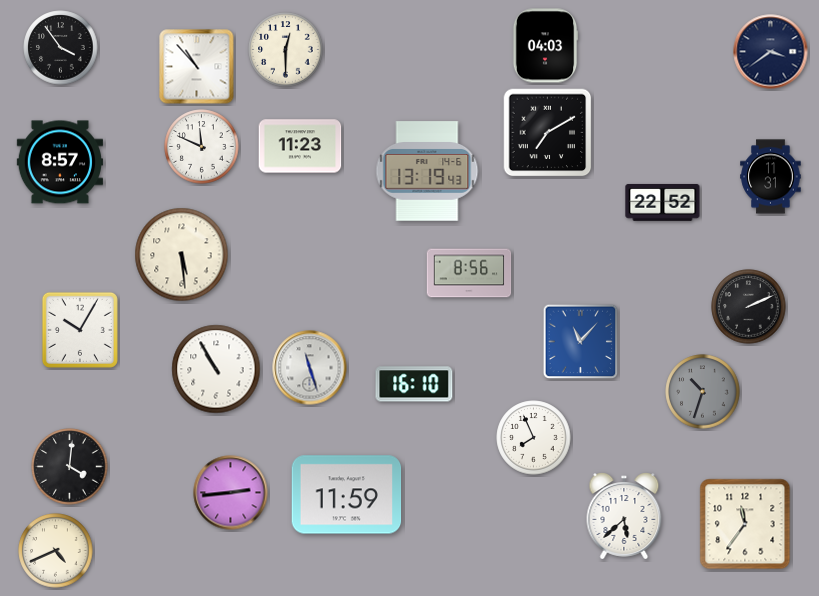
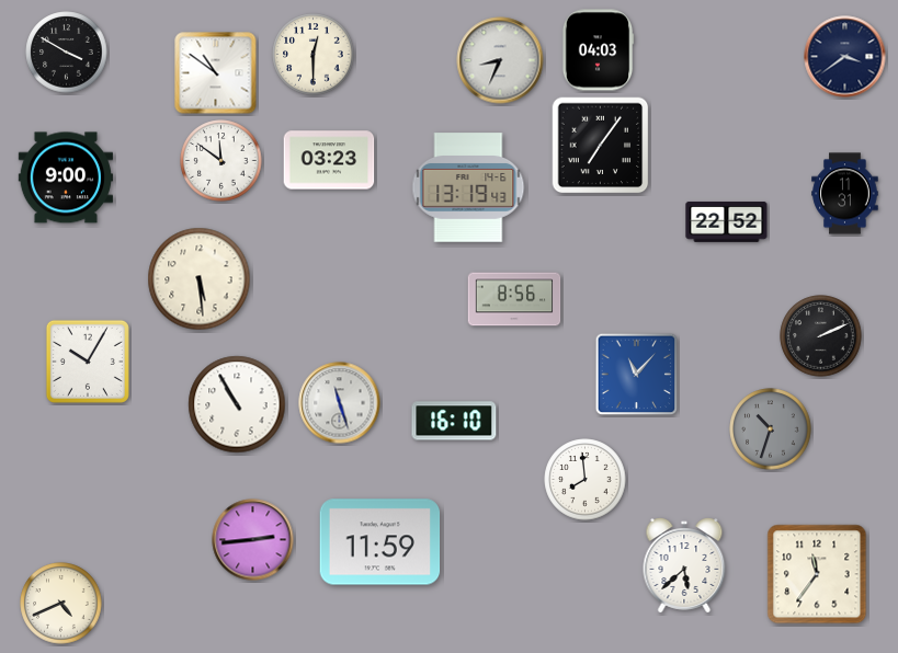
clock at (61, 48): 3:54 -> 3:50
clock at (500, 60): none -> 8:34
clock at (197, 67): 10:53 -> 10:51
clock at (548, 133): 7:10 -> 7:06
clock at (300, 146): 11:23 -> 03:23
clock at (202, 147): 11:49 -> 11:51
clock at (60, 162): 8:57 -> 9:00
clock at (534, 438): 7:56 -> 7:59
clock at (70, 467): 4:01 -> none
